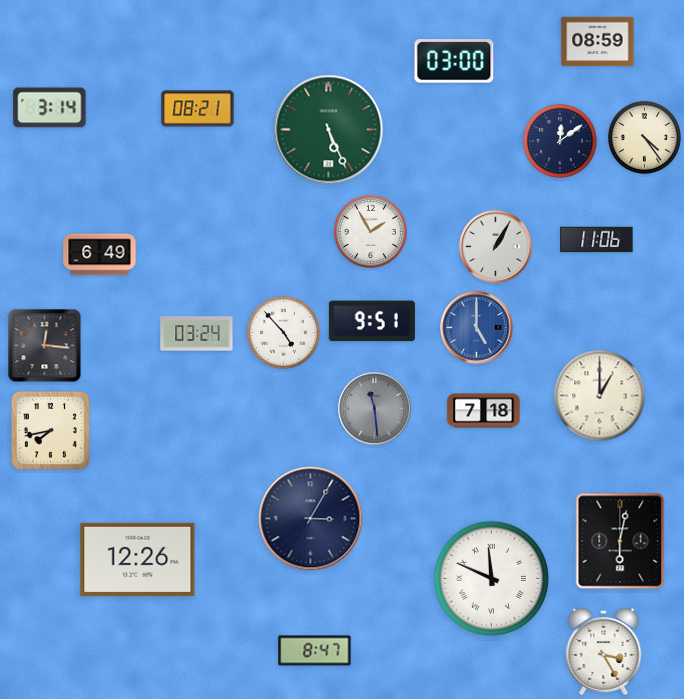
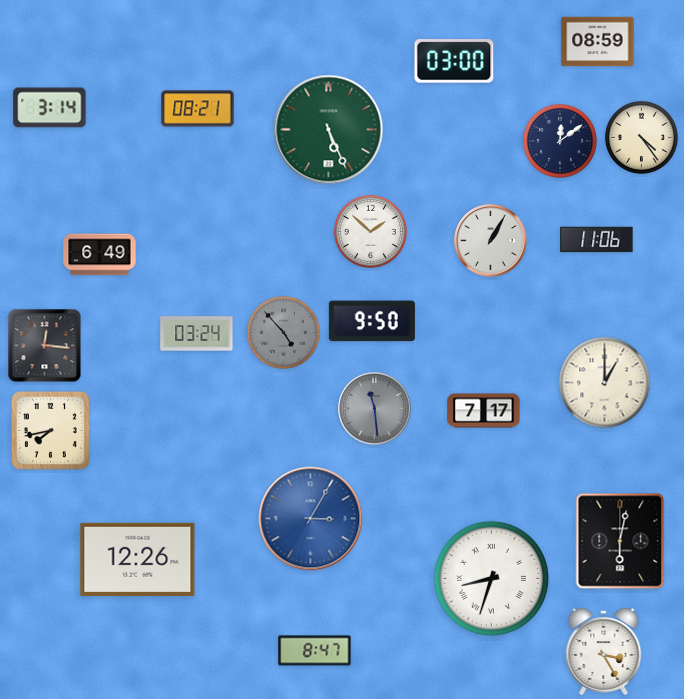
clock at (644, 137) position: (644, 137) -> (641, 137)
clock at (370, 231): 1:55 -> 1:52
clock at (496, 247) position: (496, 247) -> (491, 241)
clock at (372, 321): 9:51 -> 9:50
clock at (477, 328): 5:00 -> none
clock at (283, 332) dial: white -> grey
clock at (600, 396) position: (600, 396) -> (605, 383)
clock at (484, 411): 7:18 -> 7:17
clock at (311, 519) dial: navy -> blue
clock at (491, 578): 11:49 -> 8:33
